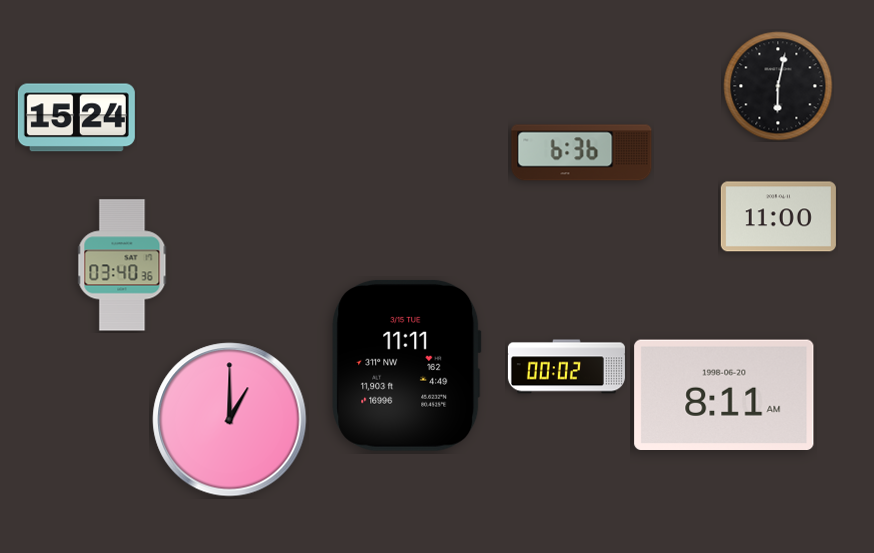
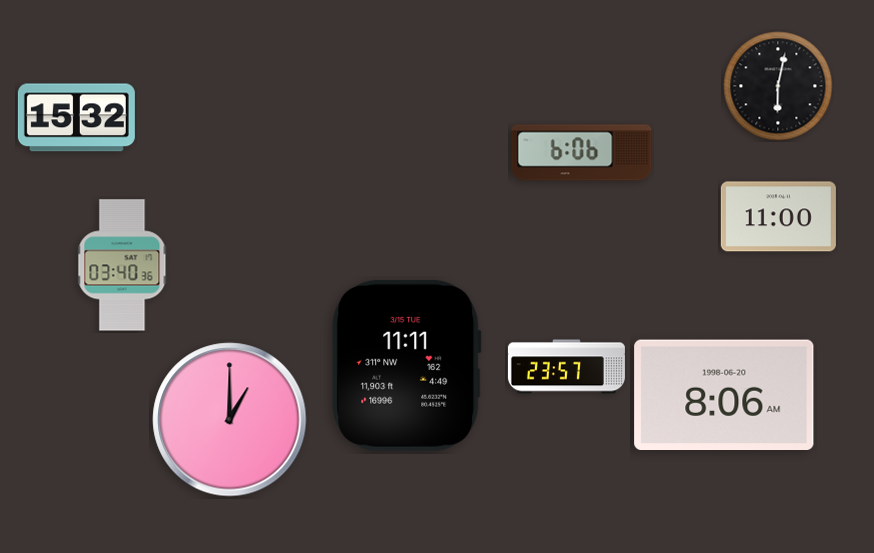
clock at (76, 118): 15:24 -> 15:32
clock at (582, 153): 6:36 -> 6:06
clock at (566, 367): 00:02 -> 23:57
clock at (724, 394): 8:11 -> 8:06
